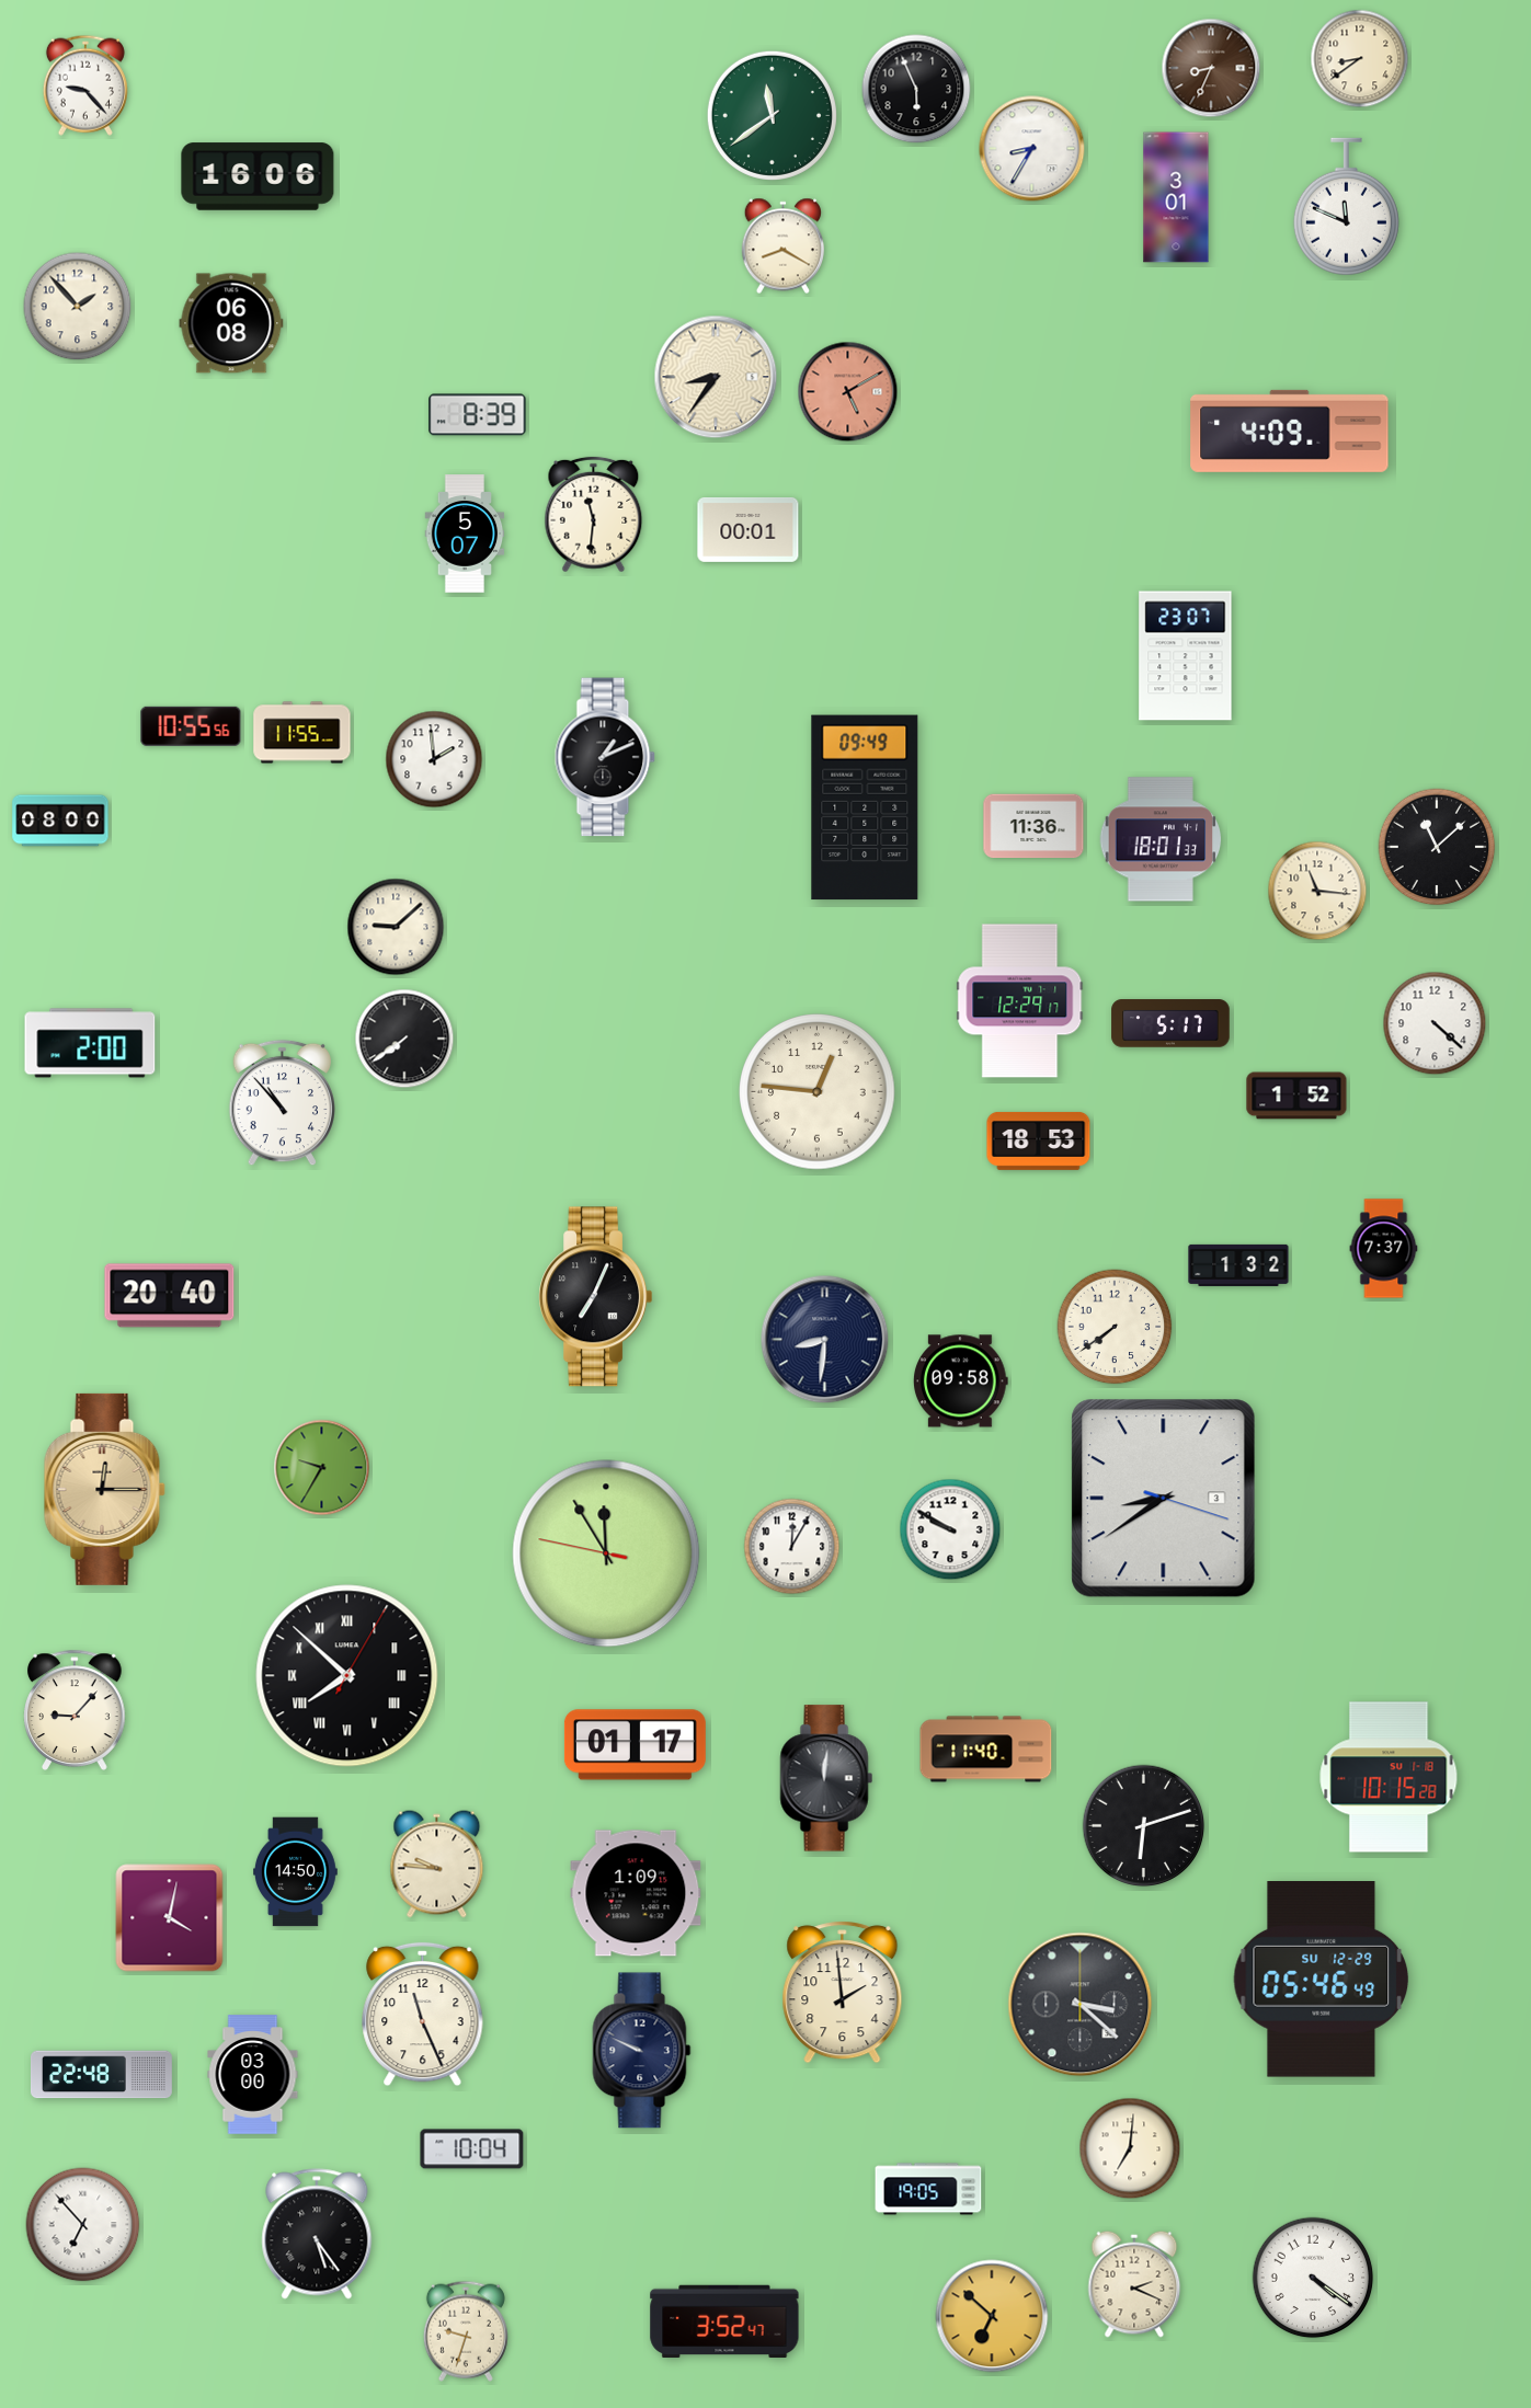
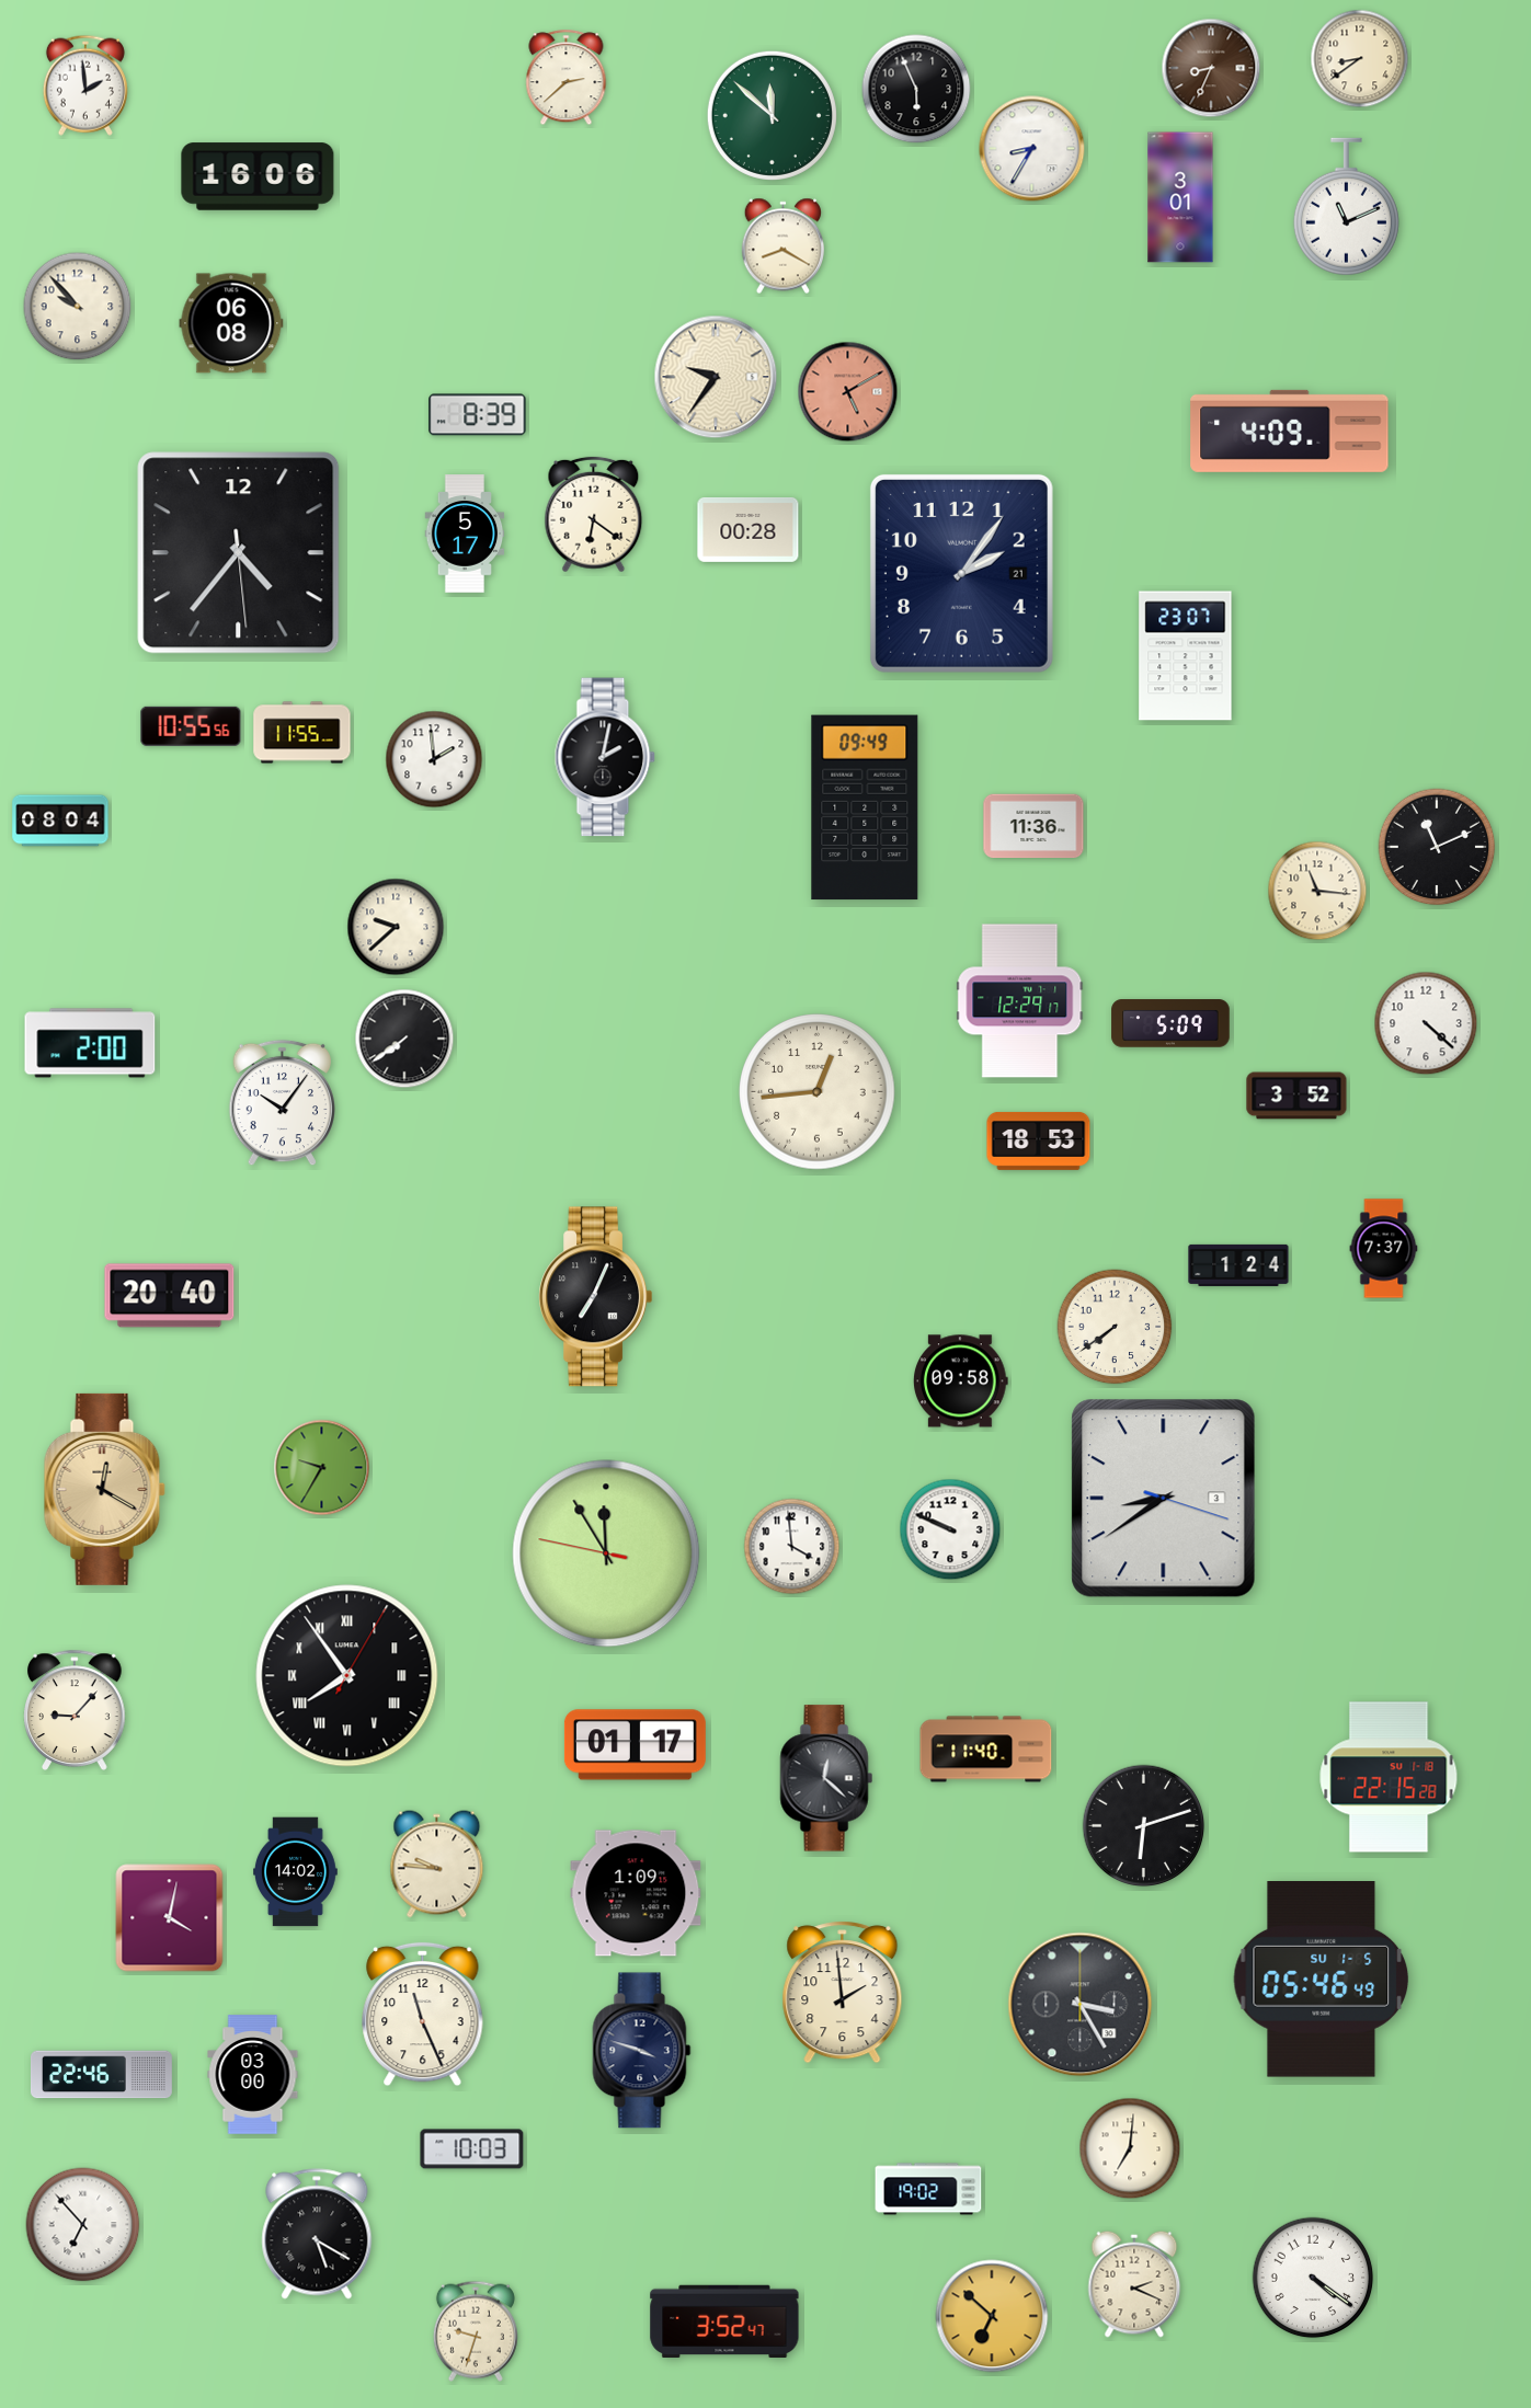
clock at (567, 78): none -> 2:38
clock at (85, 85): 9:23 -> 1:59
clock at (772, 115): 11:39 -> 11:52
clock at (1176, 197) position: (1176, 197) -> (1180, 197)
clock at (1346, 207): 11:49 -> 11:11
clock at (78, 307): 1:53 -> 9:53
clock at (716, 377): 8:36 -> 9:36
clock at (594, 515): 11:31 -> 6:21
clock at (749, 529): 00:01 -> 00:28
clock at (465, 534): 5:07 -> 5:17
clock at (239, 553): none -> 4:36
clock at (961, 573): none -> 2:06
clock at (605, 757): 1:11 -> 2:02
clock at (60, 821): 08:00 -> 08:04
clock at (1161, 839): 18:01 -> none
clock at (1437, 847): 11:08 -> 11:11
clock at (396, 927): 9:08 -> 9:38
clock at (1170, 1023): 5:17 -> 5:09
clock at (1435, 1023) position: (1435, 1023) -> (1426, 1023)
clock at (818, 1092): 12:46 -> 12:44
clock at (1296, 1096): 1:52 -> 3:52
clock at (282, 1103): 10:53 -> 10:06
clock at (1238, 1265): 1:32 -> 1:24
clock at (825, 1340): 8:31 -> none
clock at (104, 1489): 12:15 -> 12:20
clock at (950, 1529): 9:50 -> 9:49
clock at (792, 1547): 12:05 -> 3:59
clock at (347, 1676): 7:52 -> 7:54
clock at (1389, 1777): 10:15 -> 22:15
clock at (826, 1778): 12:01 -> 12:22
clock at (296, 1872): 14:50 -> 14:02
clock at (1322, 1980) date: SU 12-29 -> SU 1-5
clock at (1081, 2005): 3:22 -> 3:25
clock at (642, 2051): 9:49 -> 3:48
clock at (101, 2075): 22:48 -> 22:46
clock at (472, 2149): 10:04 -> 10:03
clock at (928, 2189): 19:05 -> 19:02
clock at (317, 2234): 5:24 -> 5:20
clock at (466, 2331) position: (466, 2331) -> (476, 2331)
